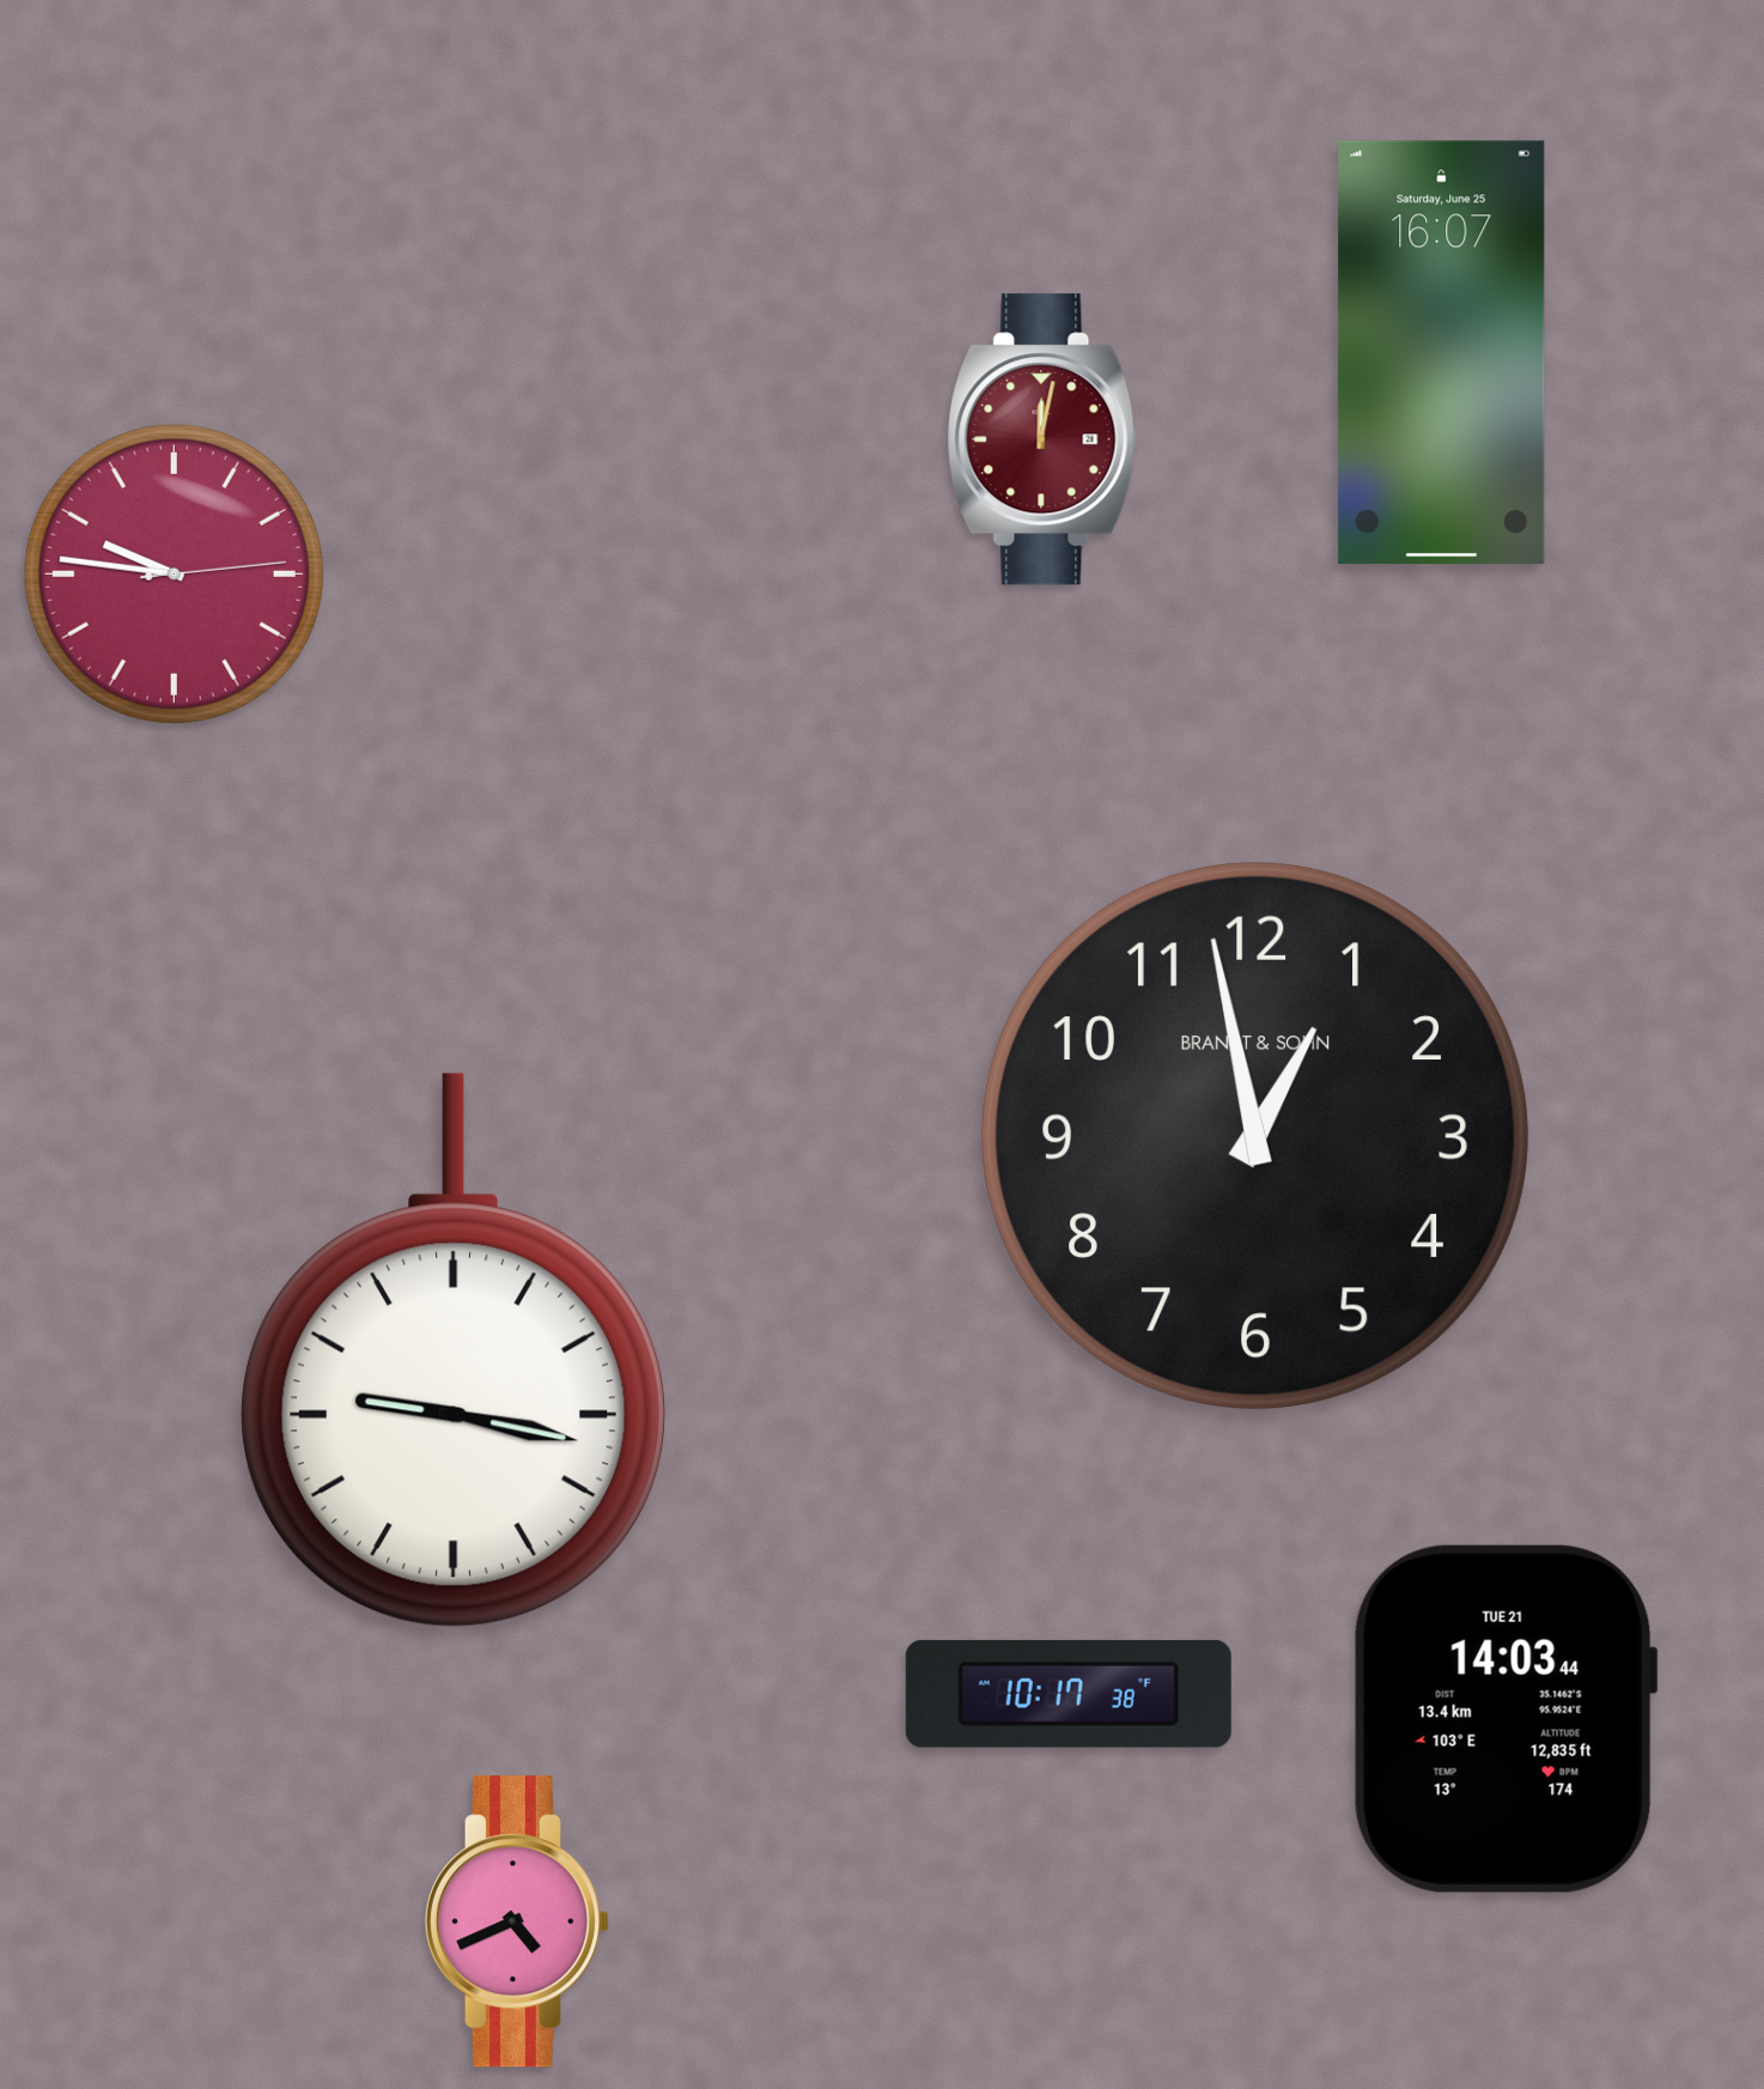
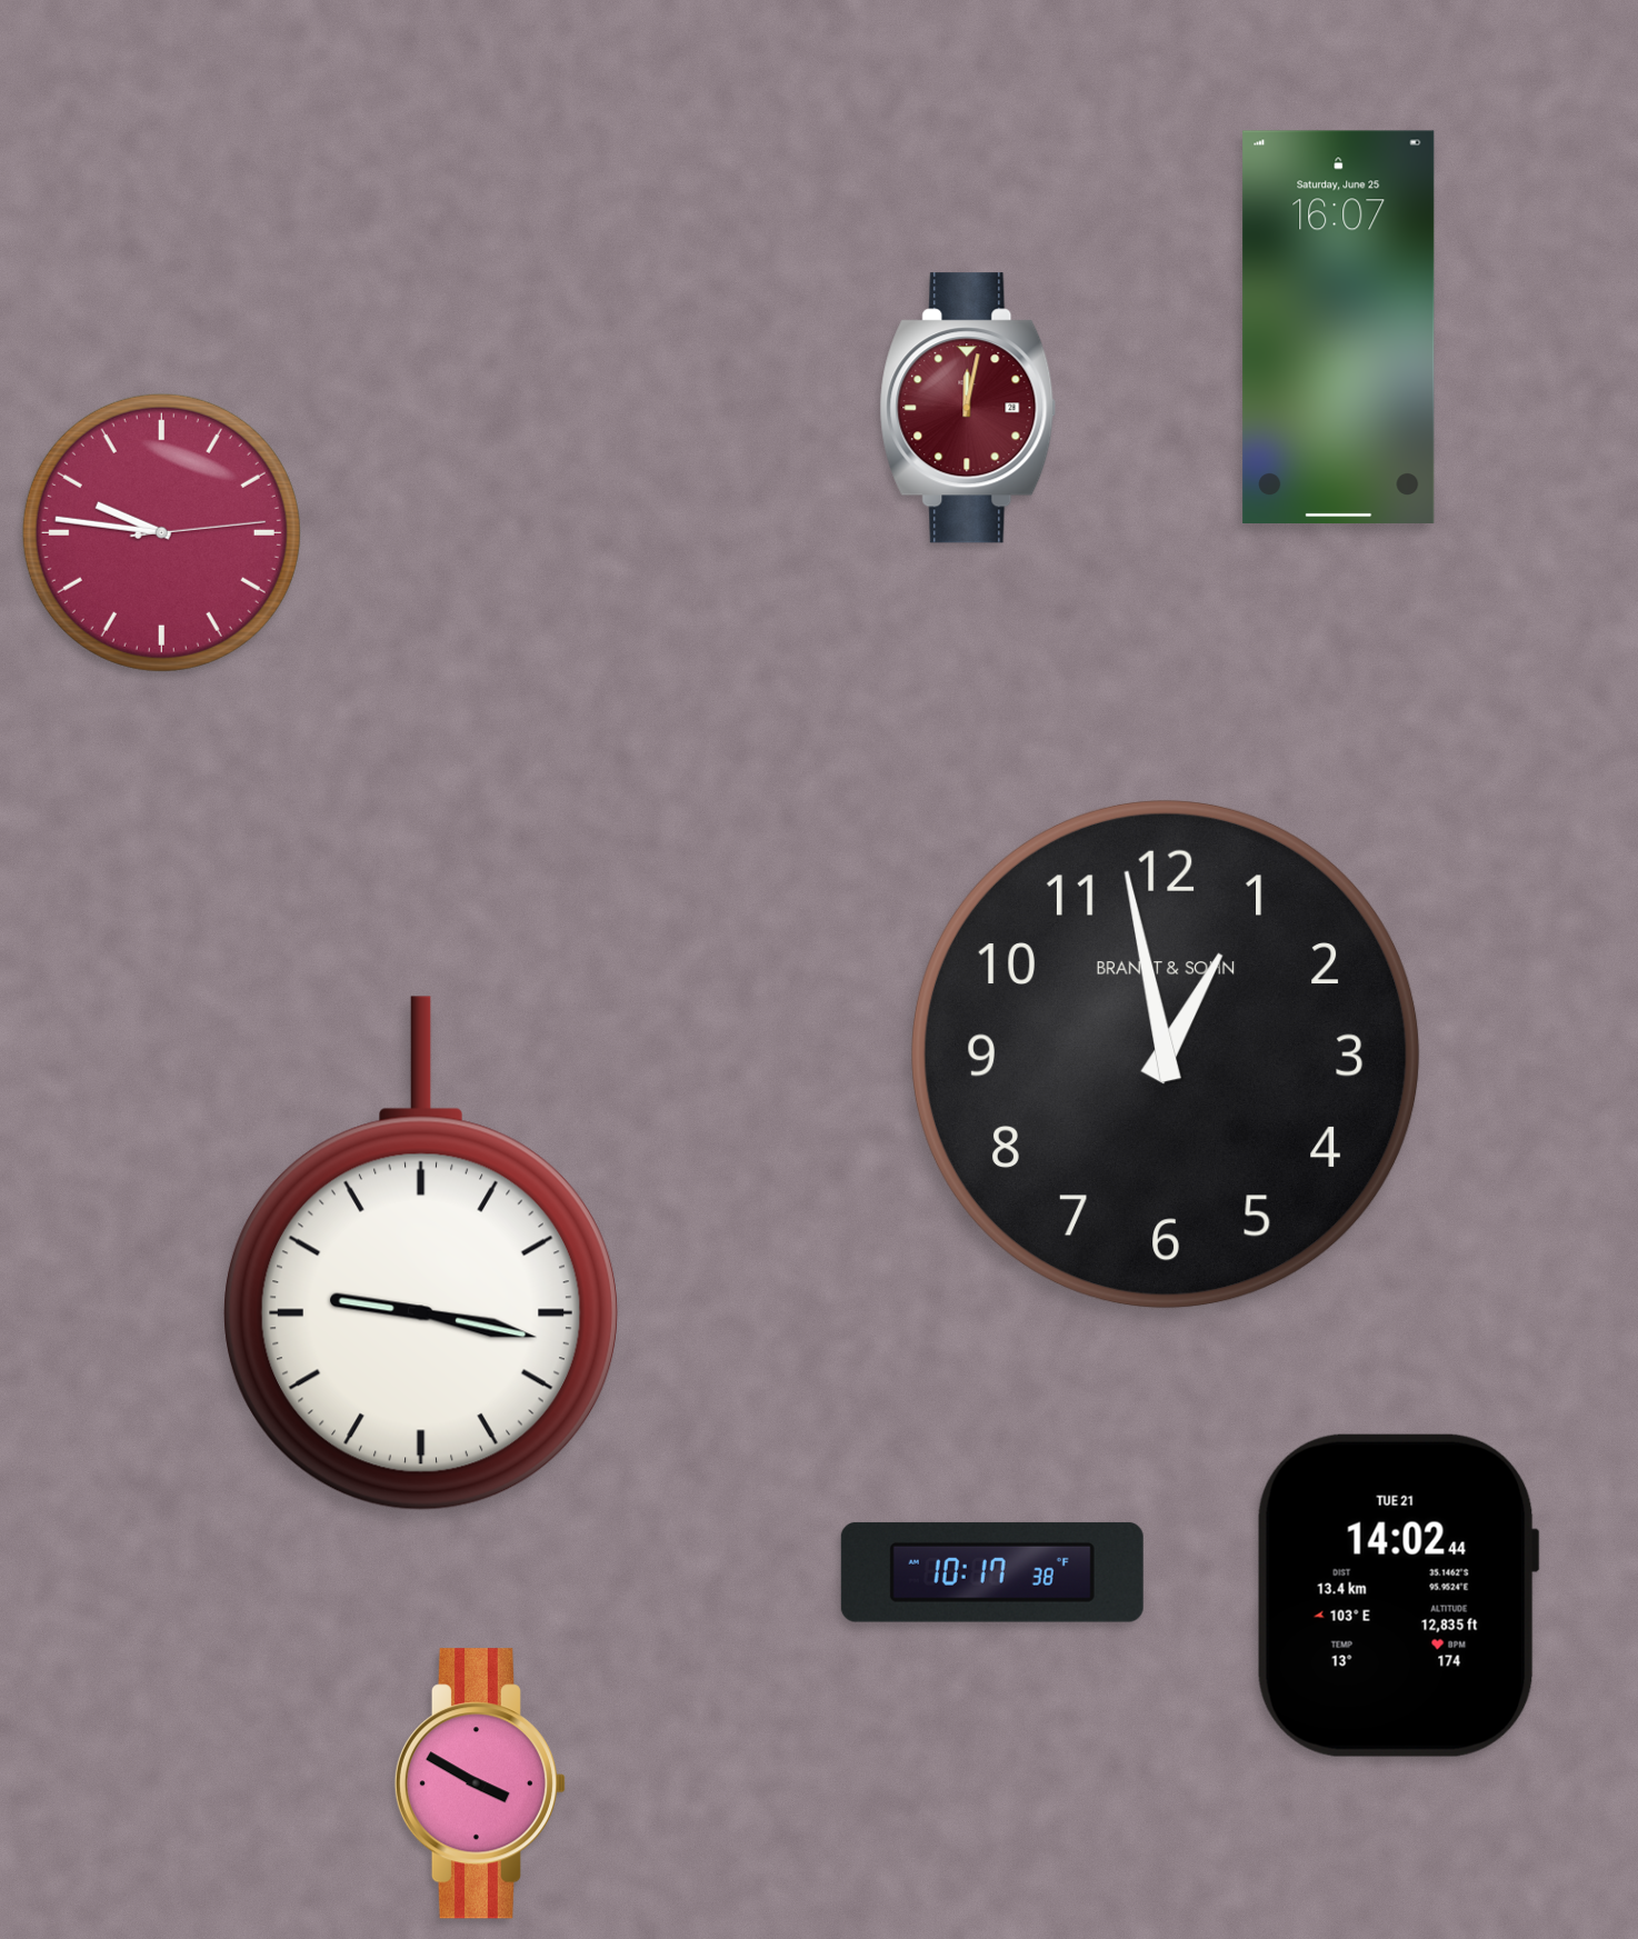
clock at (1506, 1719): 14:03 -> 14:02
clock at (516, 1921): 4:41 -> 3:50
